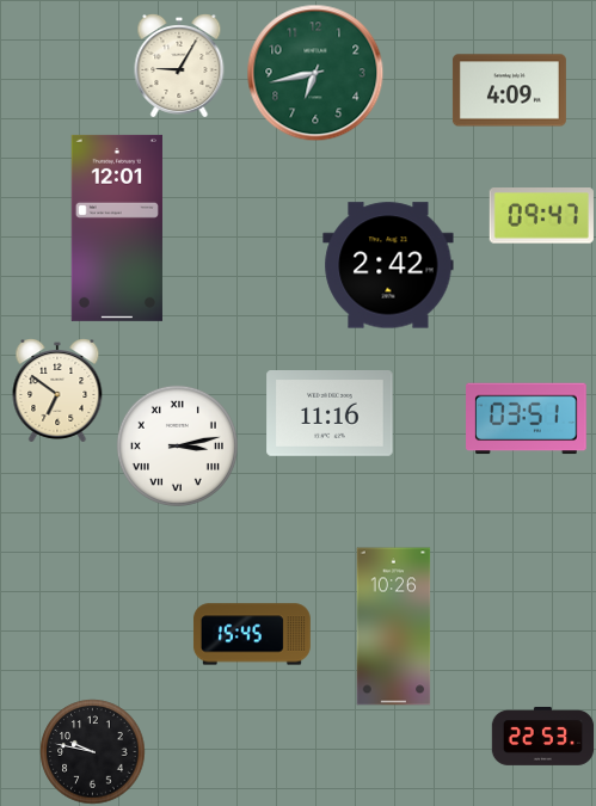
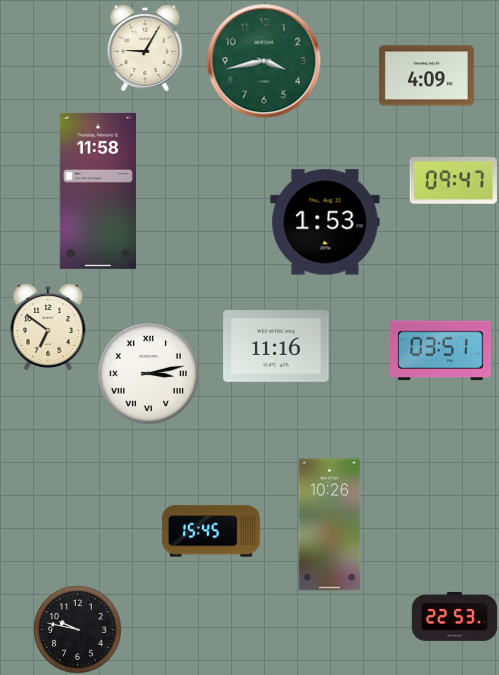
clock at (179, 66) position: (179, 66) -> (145, 48)
clock at (315, 73): 6:43 -> 3:43
clock at (117, 228): 12:01 -> 11:58
clock at (388, 265): 2:42 -> 1:53
